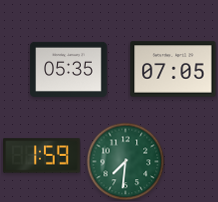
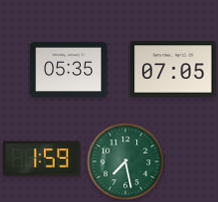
clock at (42, 156) position: (42, 156) -> (42, 159)
clock at (125, 161): 7:31 -> 7:28
